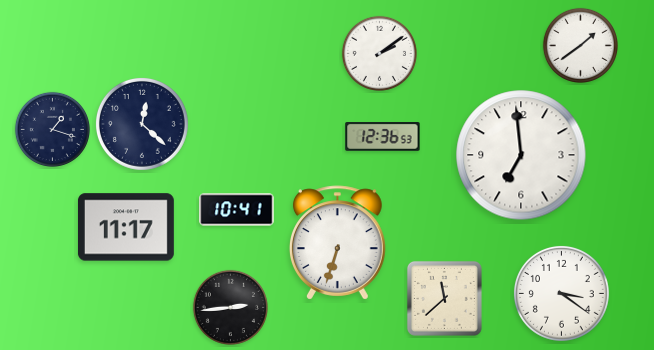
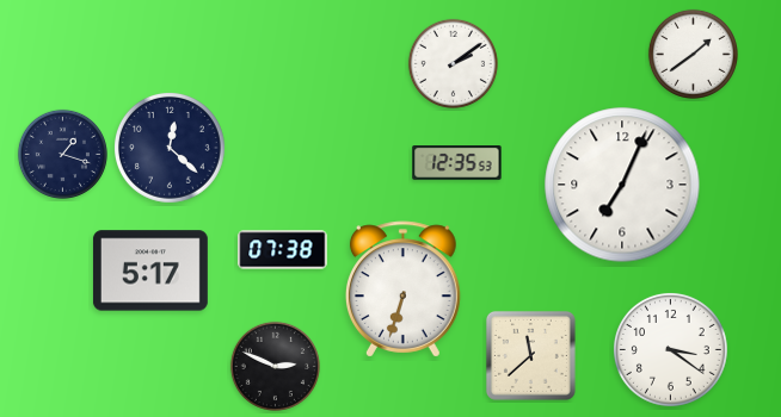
clock at (383, 137): 12:36 -> 12:35
clock at (521, 155): 6:59 -> 7:04
clock at (237, 210): 10:41 -> 07:38
clock at (126, 227): 11:17 -> 5:17
clock at (230, 307): 2:44 -> 2:49
